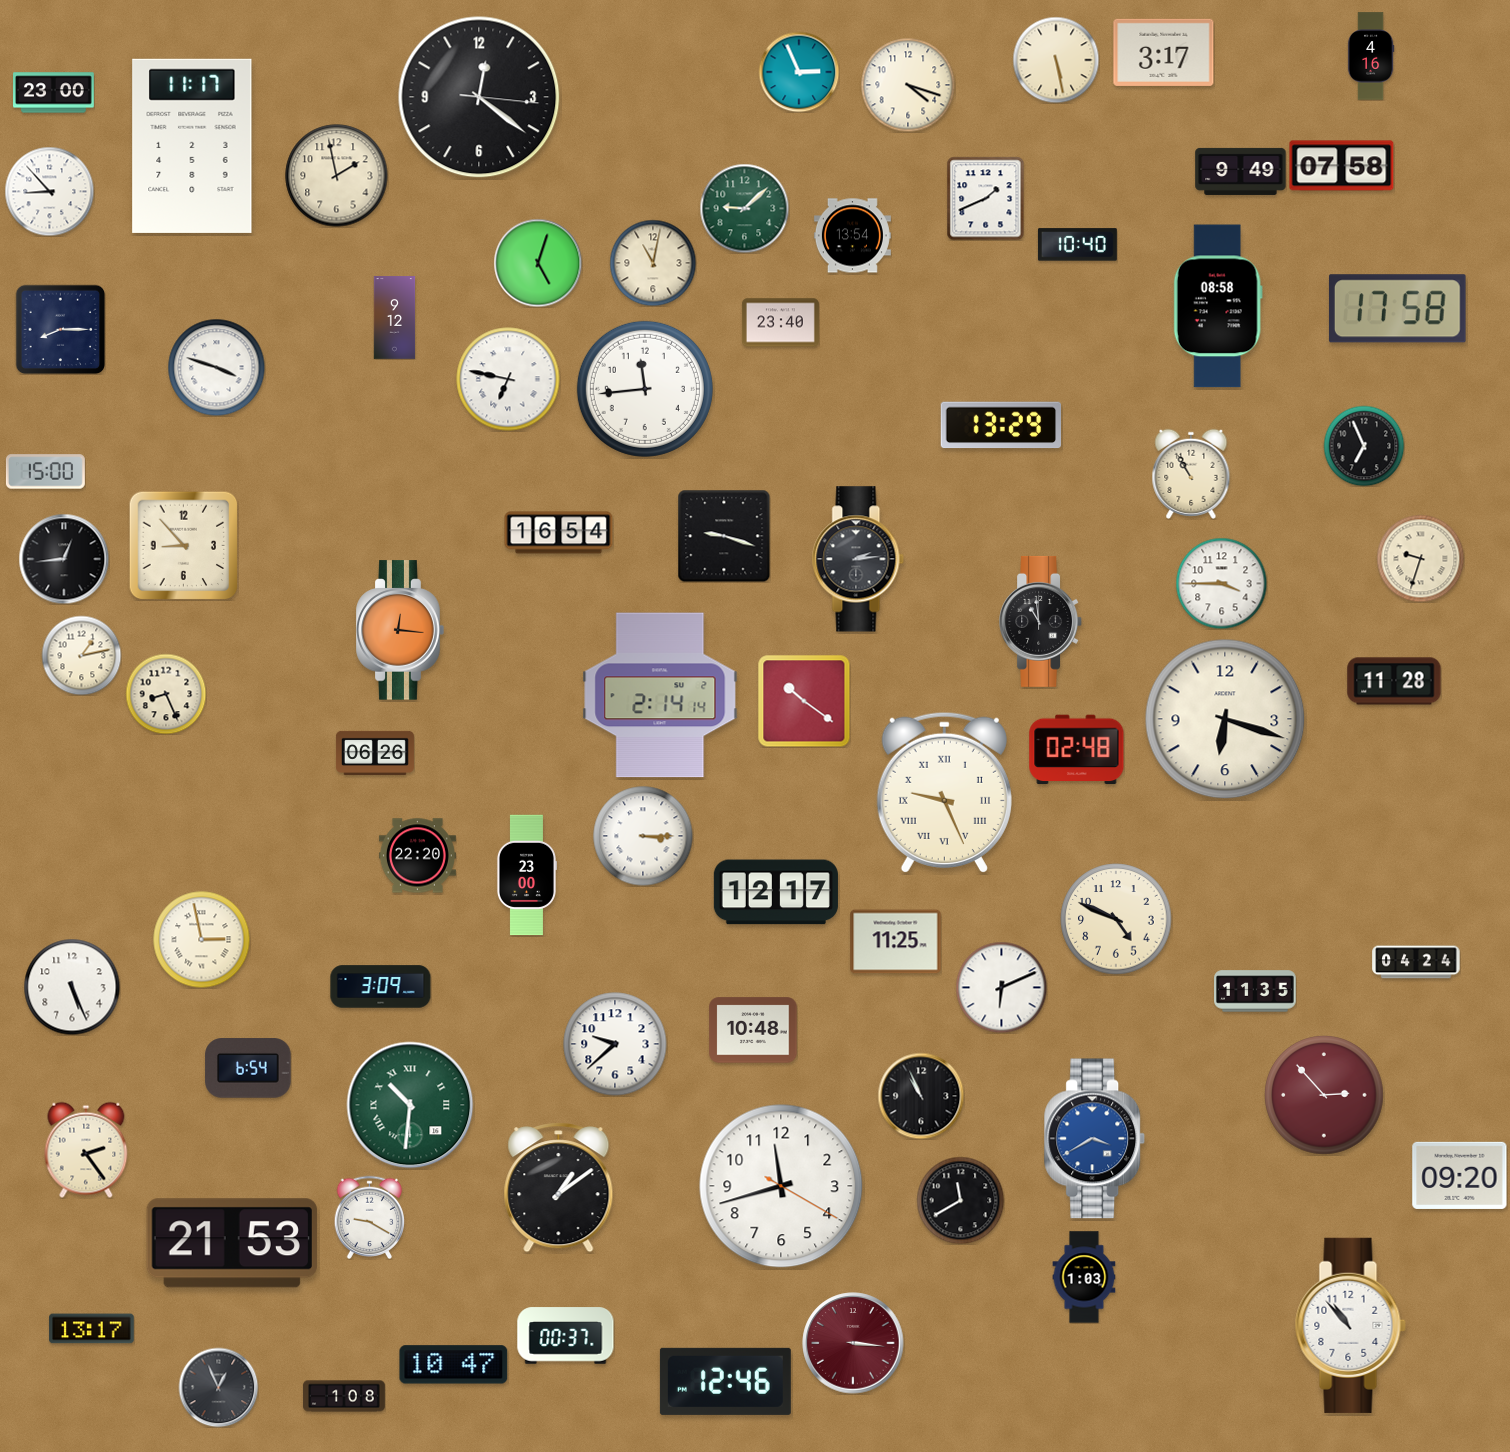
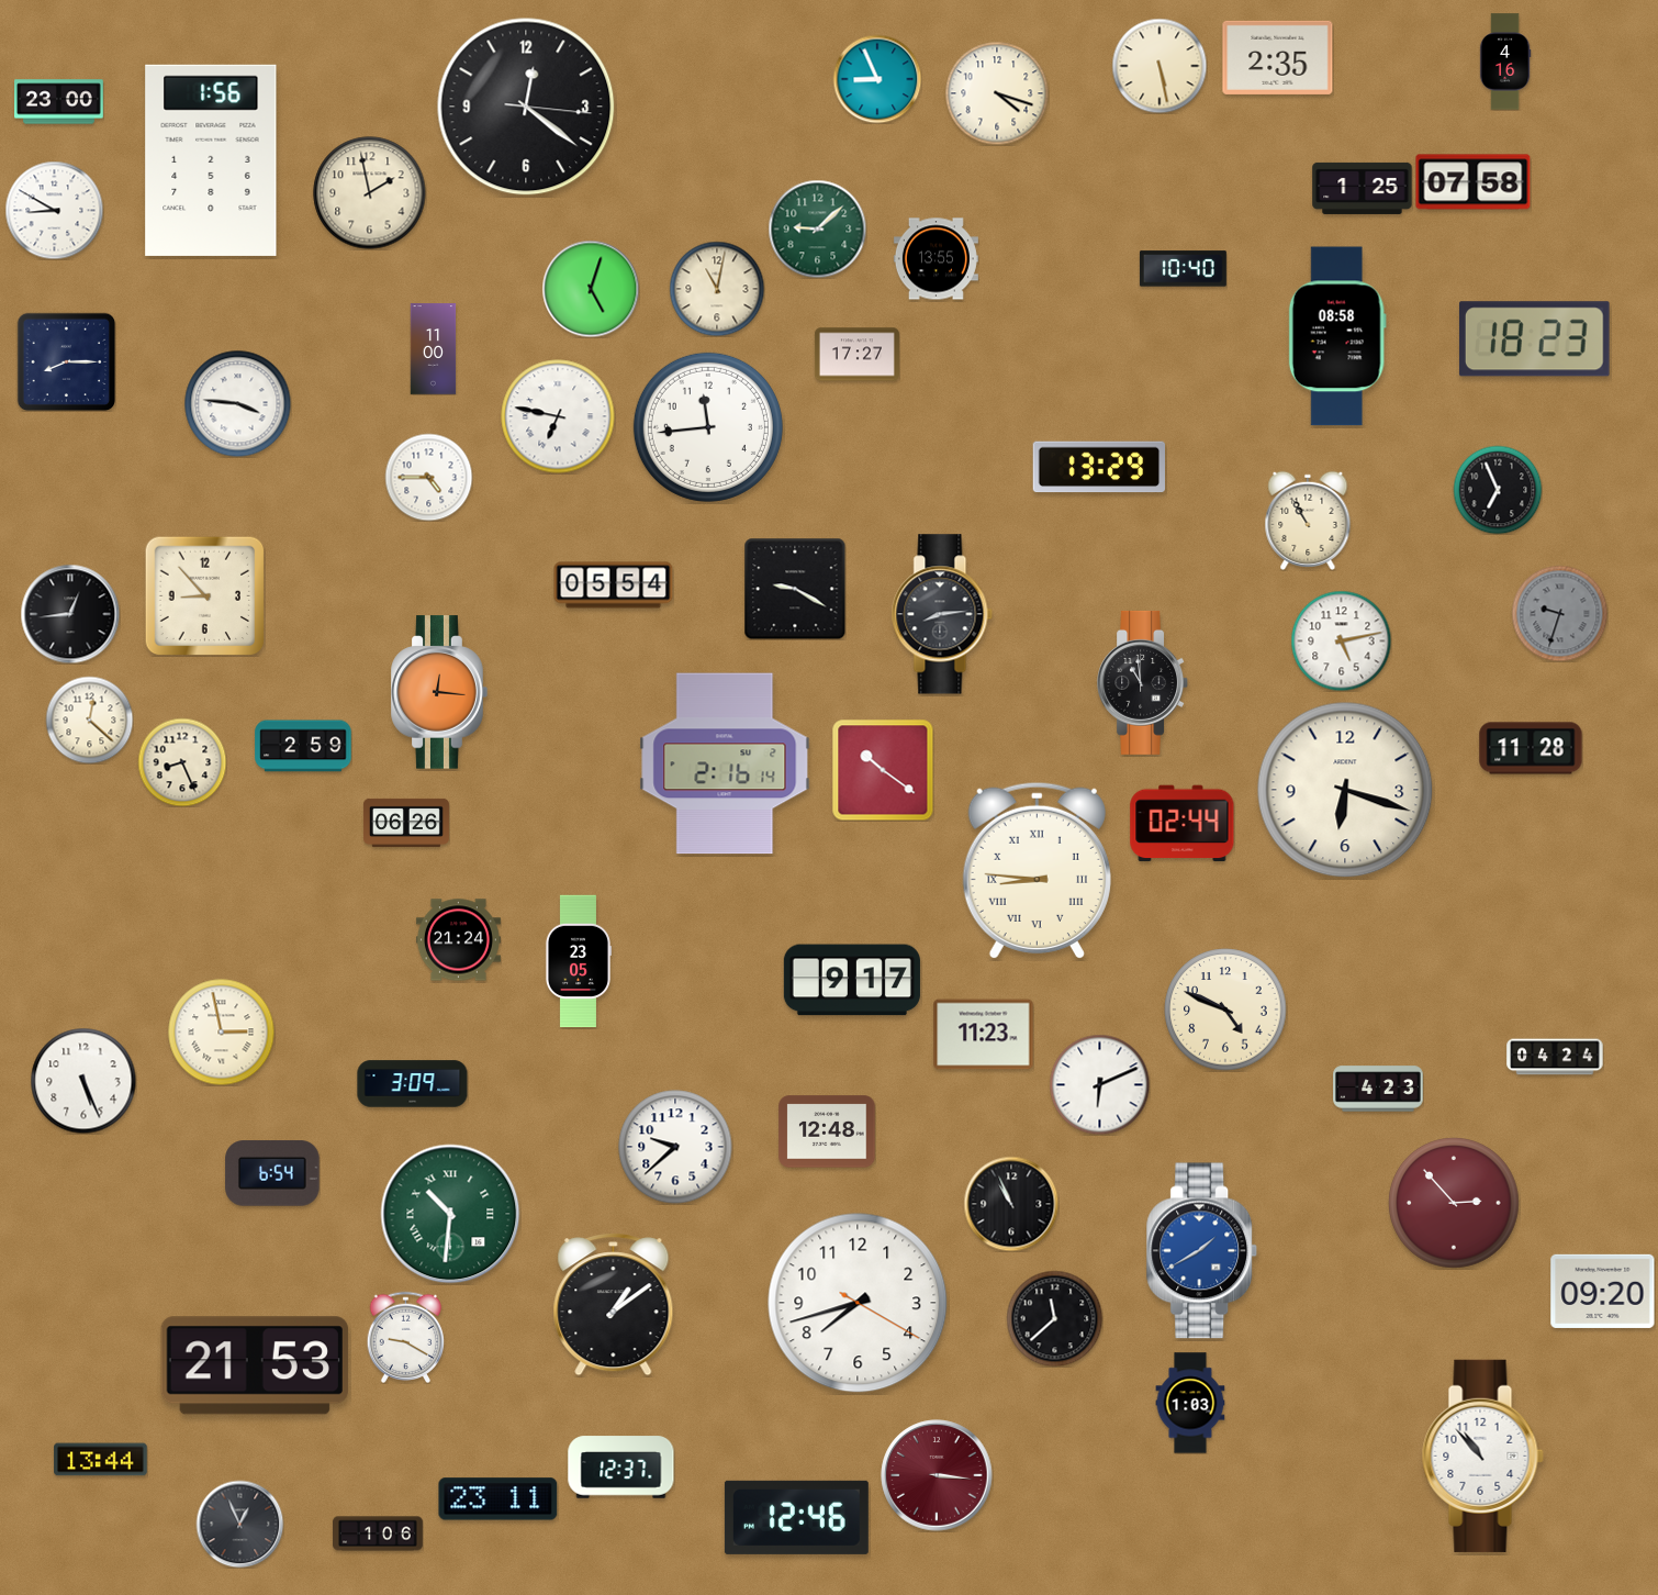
clock at (1164, 52): 3:17 -> 2:35
clock at (799, 72): 2:56 -> 8:56
clock at (192, 146): 11:17 -> 1:56
clock at (1241, 171): 9:49 -> 1:25
clock at (49, 191): 8:53 -> 8:50
clock at (986, 198): 1:41 -> none
clock at (852, 236): 13:54 -> 13:55
clock at (1397, 309): 17:58 -> 18:23
clock at (395, 318): 9:12 -> 11:00
clock at (780, 323): 23:40 -> 17:27
clock at (216, 367): 3:48 -> 3:46
clock at (428, 477): none -> 4:45
clock at (45, 472): 15:00 -> none
clock at (559, 533): 16:54 -> 05:54
clock at (724, 536): 9:18 -> 9:20
clock at (183, 545) position: (183, 545) -> (204, 595)
clock at (1420, 558) dial: cream -> grey
clock at (858, 559): 2:14 -> 8:14
clock at (1221, 583): 3:45 -> 5:13
clock at (81, 655): 1:13 -> 12:22
clock at (303, 746): none -> 2:59
clock at (660, 695): 2:14 -> 2:16
clock at (1077, 750): 02:48 -> 02:44
clock at (375, 753) position: (375, 753) -> (406, 823)
clock at (944, 792): 9:26 -> 8:46
clock at (643, 836): 3:15 -> none
clock at (417, 856): 22:20 -> 21:24
clock at (526, 875): 23:00 -> 23:05
clock at (776, 892): 12:17 -> 9:17
clock at (896, 942): 11:25 -> 11:23
clock at (72, 987) position: (72, 987) -> (83, 1081)
clock at (381, 987) position: (381, 987) -> (413, 1084)
clock at (1255, 991): 11:35 -> 4:23
clock at (753, 1030): 10:48 -> 12:48
clock at (1095, 1139): 3:40 -> 1:40
clock at (86, 1150): 2:24 -> none
clock at (781, 1186): 11:42 -> 7:42
clock at (960, 1200): 11:40 -> 11:38
clock at (92, 1329): 13:17 -> 13:44
clock at (566, 1336): 00:37 -> 12:37
clock at (454, 1365): 10:47 -> 23:11
clock at (344, 1396): 1:08 -> 1:06
